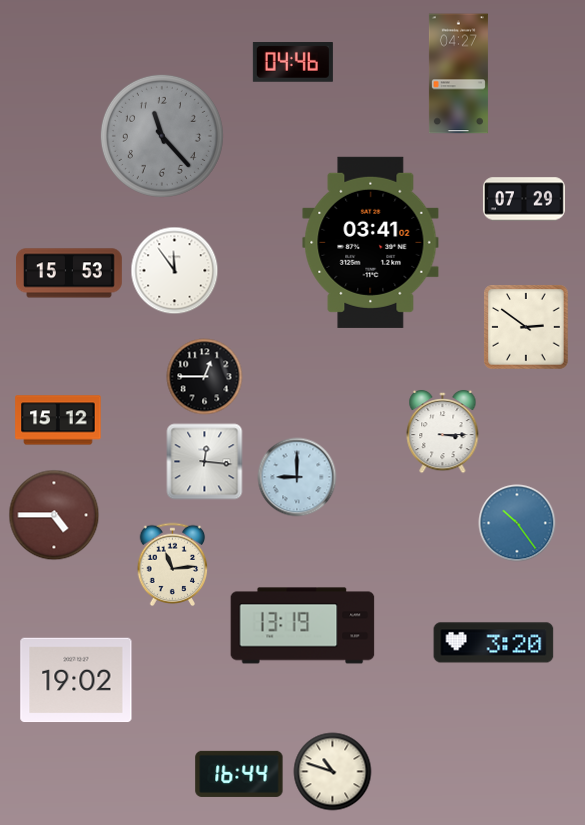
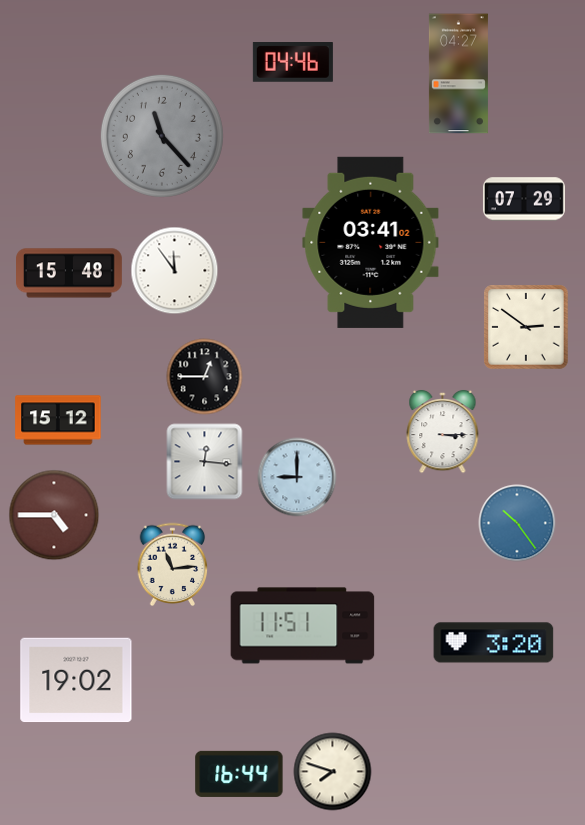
clock at (70, 273): 15:53 -> 15:48
clock at (303, 626): 13:19 -> 11:51
clock at (333, 772): 10:48 -> 7:48
